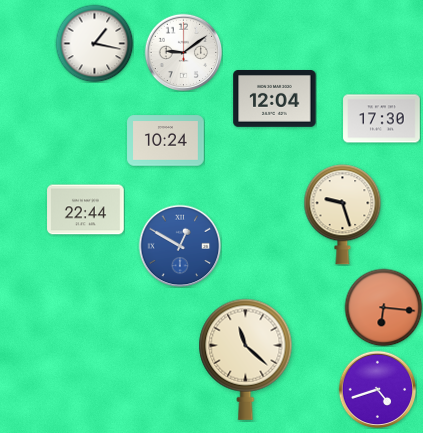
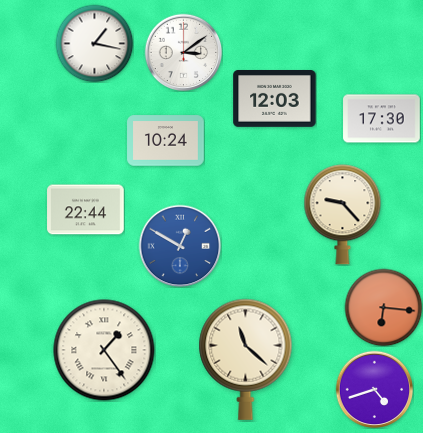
clock at (183, 52): 9:09 -> 3:09
clock at (275, 99): 12:04 -> 12:03
clock at (343, 215): 9:27 -> 9:23
clock at (104, 350): none -> 1:24
clock at (377, 389) position: (377, 389) -> (374, 389)
